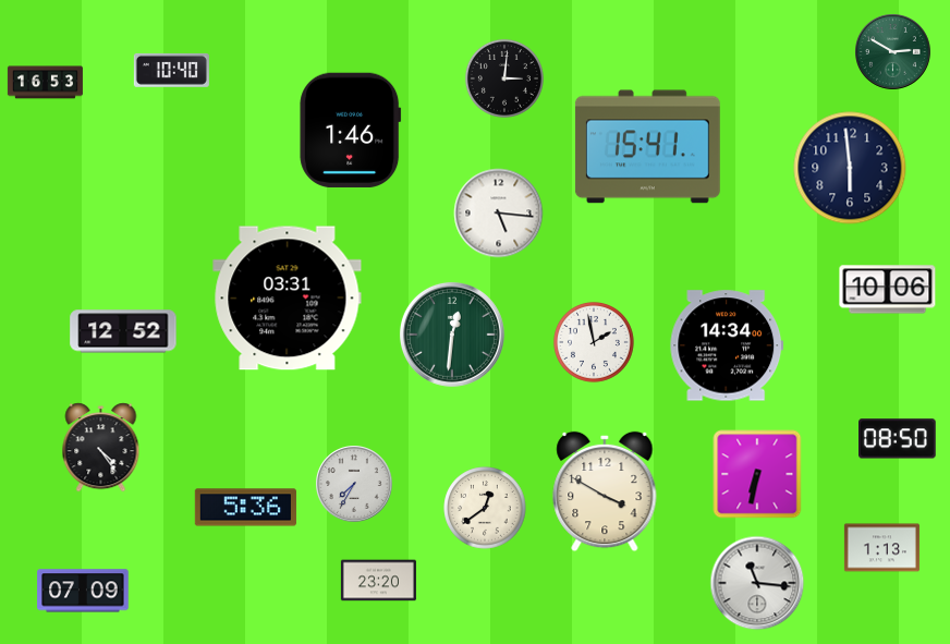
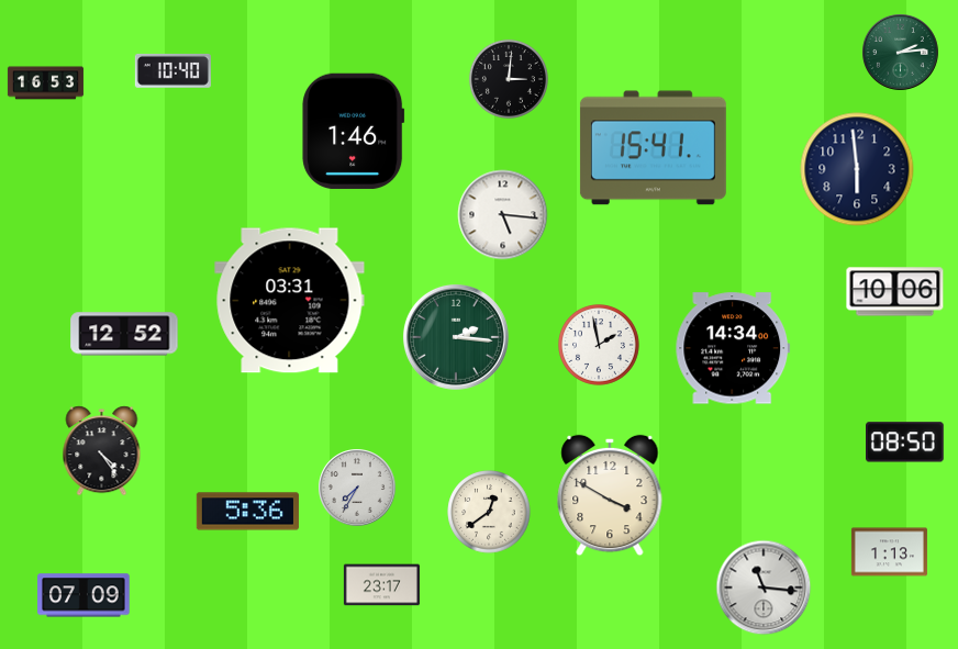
clock at (893, 52): 2:50 -> 2:14
clock at (452, 335): 12:31 -> 2:16
clock at (757, 474): 6:32 -> none
clock at (378, 581): 23:20 -> 23:17
